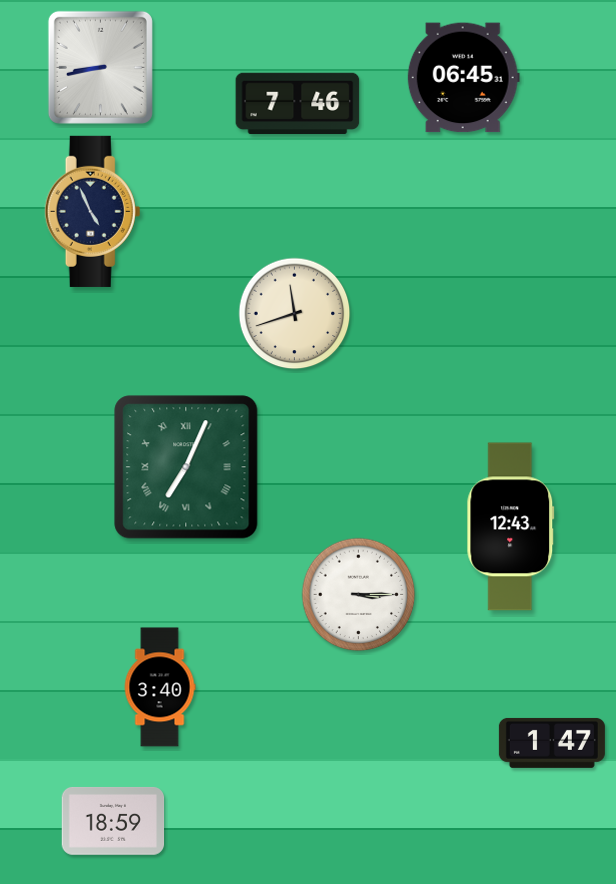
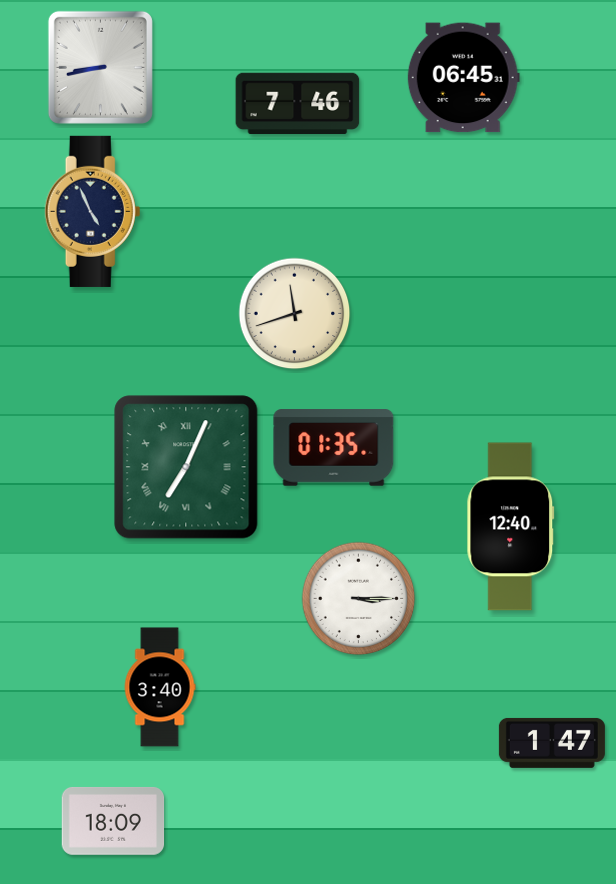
clock at (334, 448): none -> 01:35
clock at (511, 527): 12:43 -> 12:40
clock at (359, 595) position: (359, 595) -> (359, 599)
clock at (113, 821): 18:59 -> 18:09
